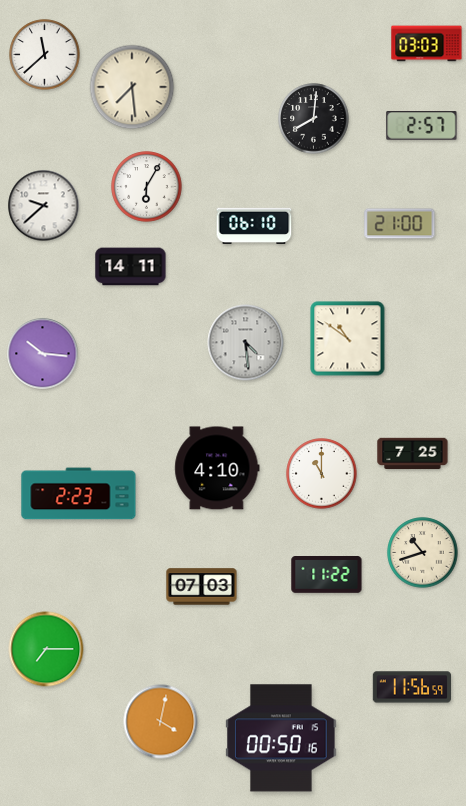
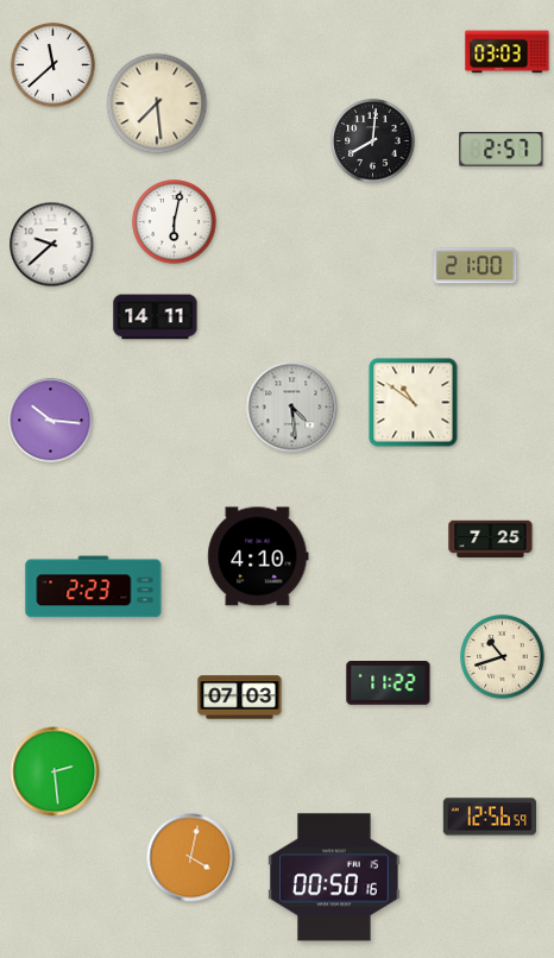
clock at (147, 187): 6:05 -> 6:02
clock at (254, 225): 06:10 -> none
clock at (322, 474): 11:00 -> none
clock at (46, 649): 7:15 -> 2:29
clock at (411, 687): 11:56 -> 12:56
